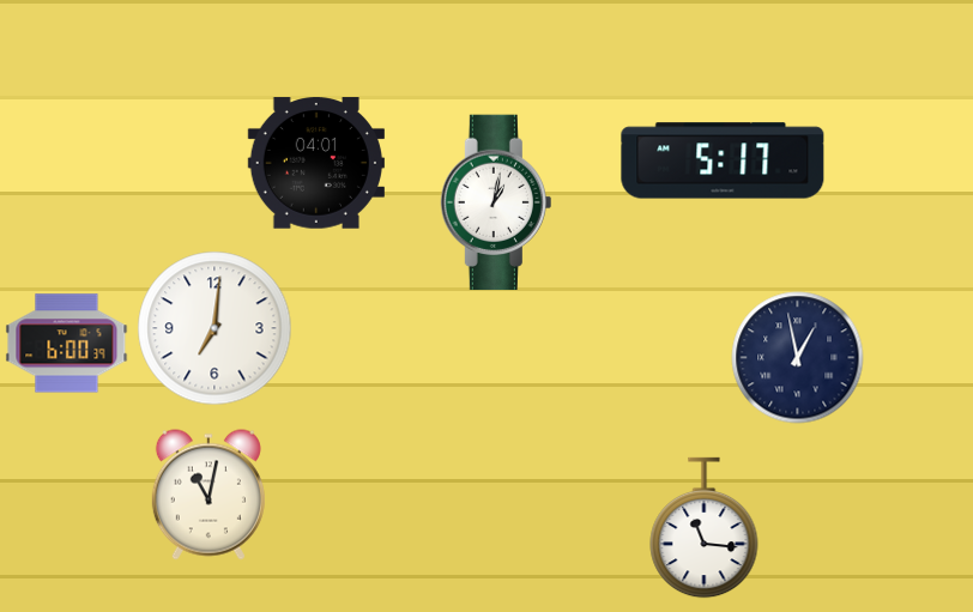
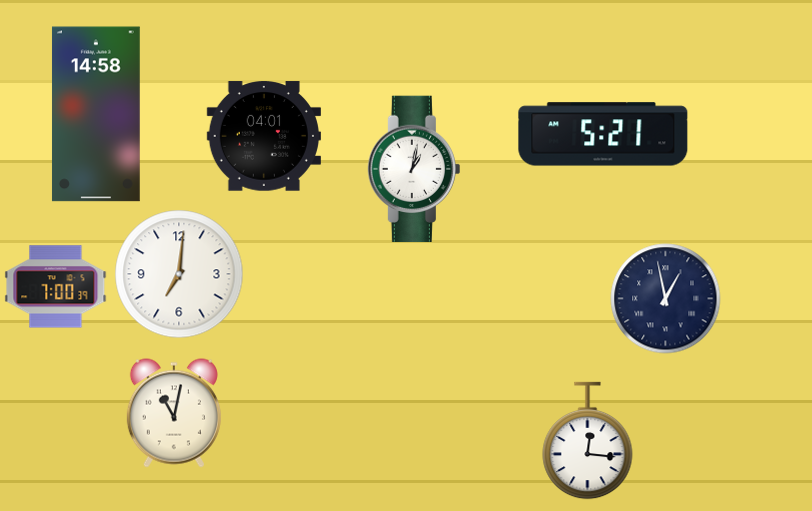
clock at (96, 114): none -> 14:58
clock at (723, 160): 5:17 -> 5:21
clock at (67, 344): 6:00 -> 7:00
clock at (705, 528): 11:16 -> 12:16
